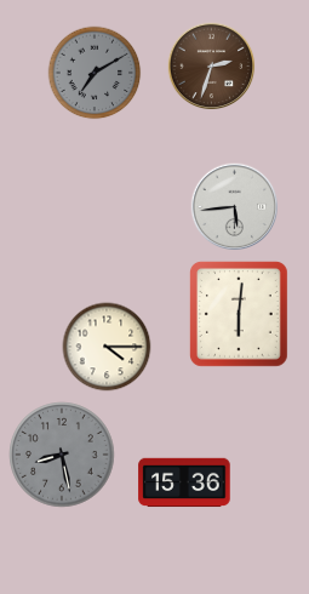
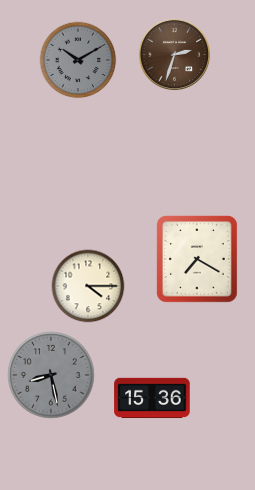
clock at (95, 73): 7:10 -> 10:10
clock at (235, 207): 5:44 -> none
clock at (239, 315): 6:01 -> 7:20
